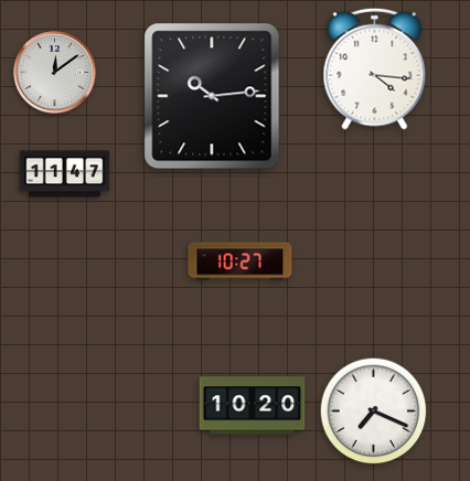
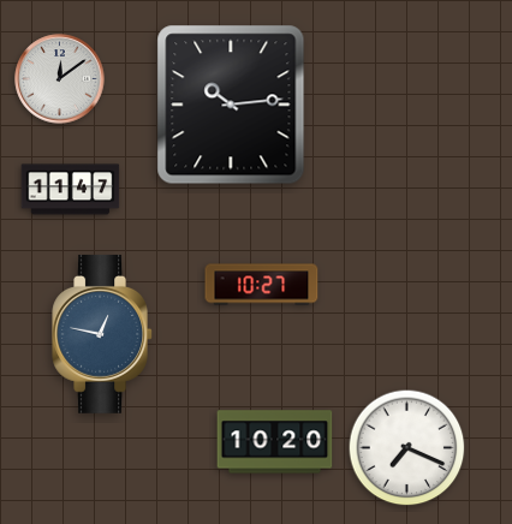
clock at (375, 68): 4:16 -> none
clock at (102, 334): none -> 12:47
